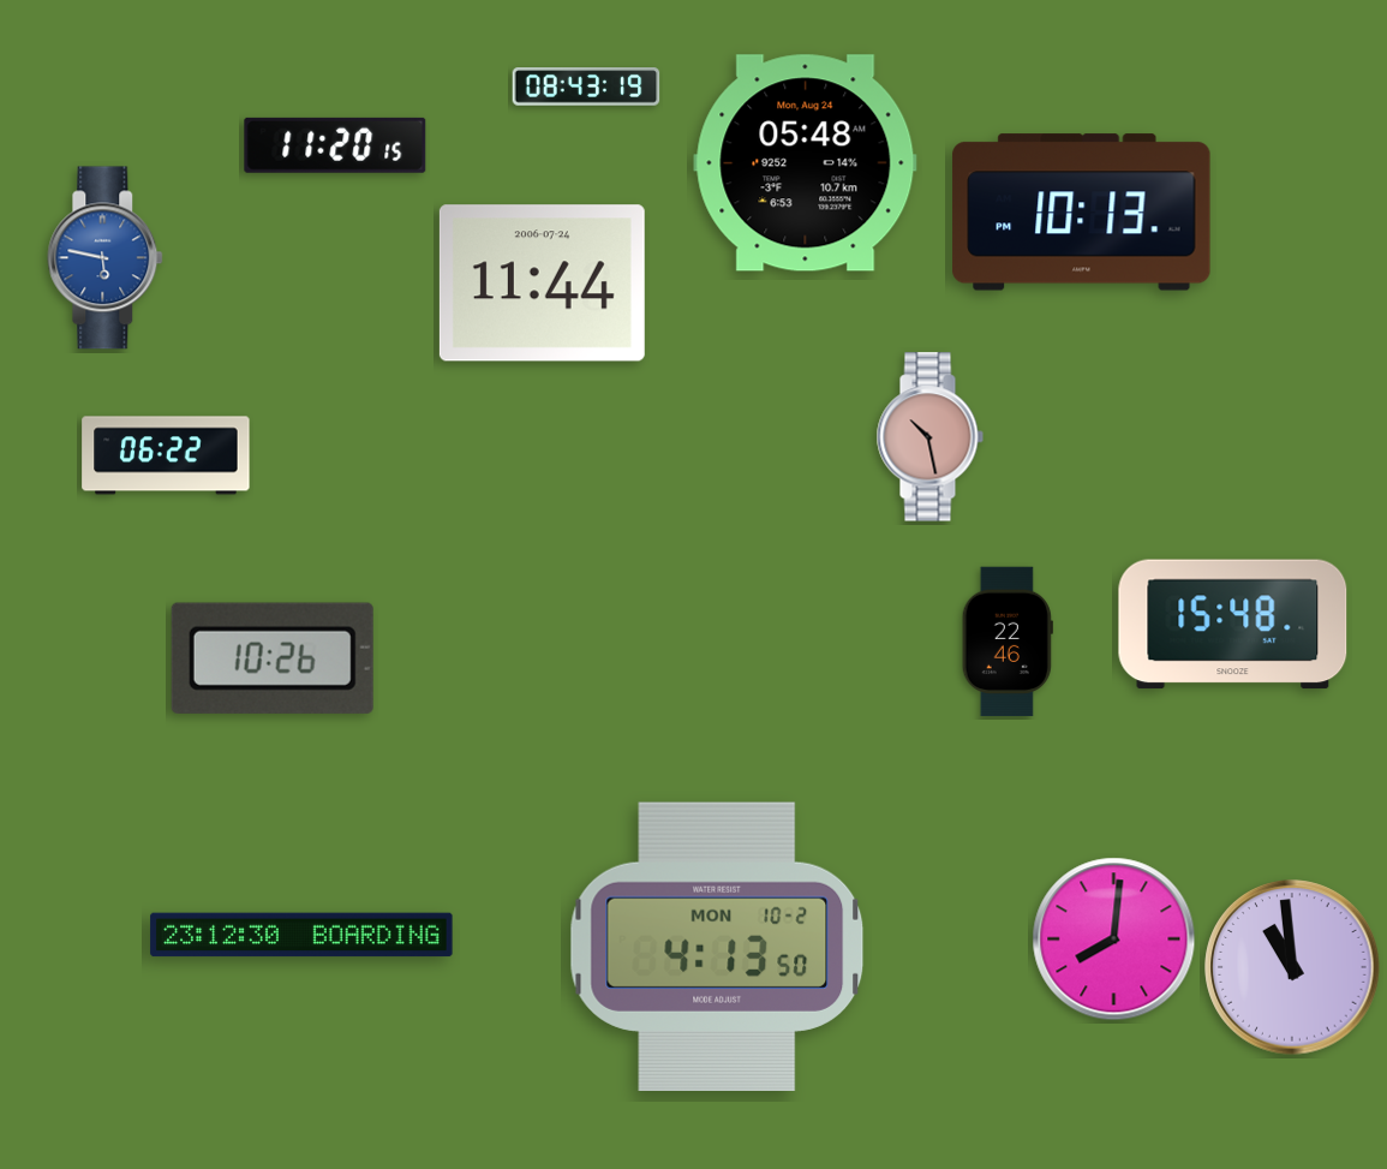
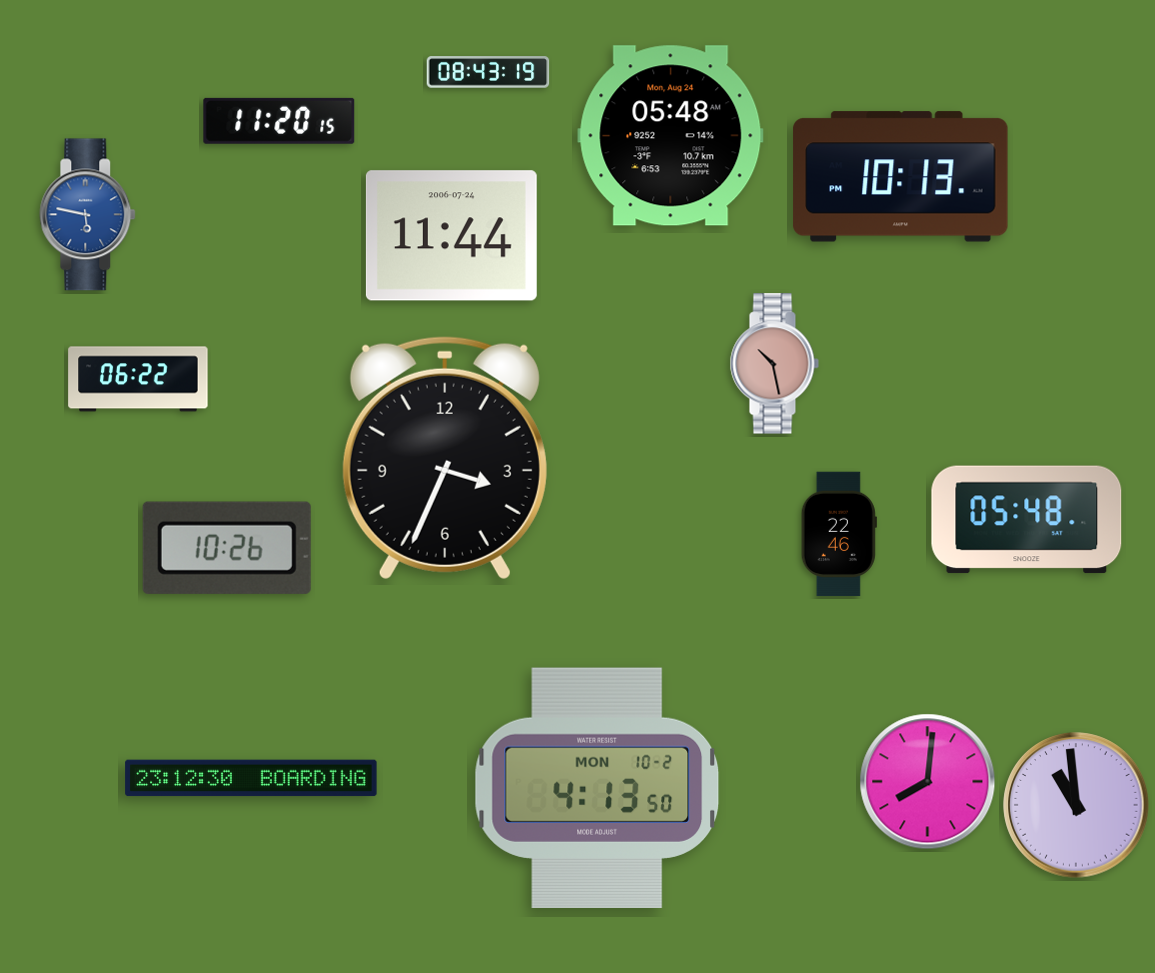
clock at (445, 458): none -> 3:34
clock at (1233, 625): 15:48 -> 05:48
